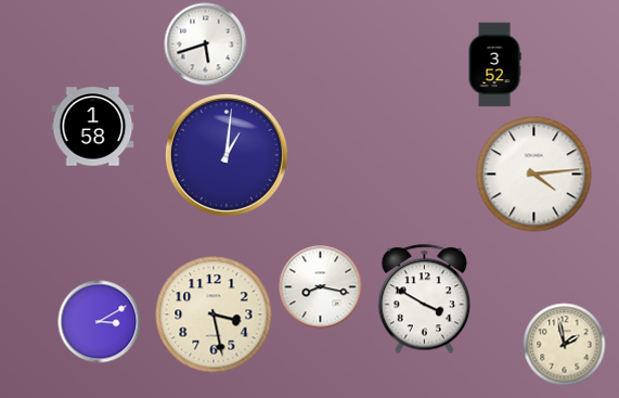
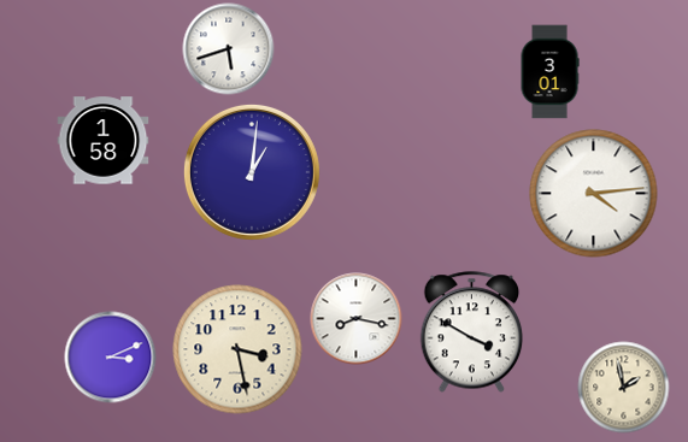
clock at (494, 65): 3:52 -> 3:01
clock at (100, 322): 3:10 -> 3:11
clock at (565, 345) position: (565, 345) -> (624, 388)
